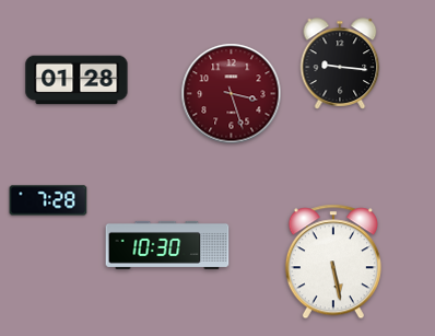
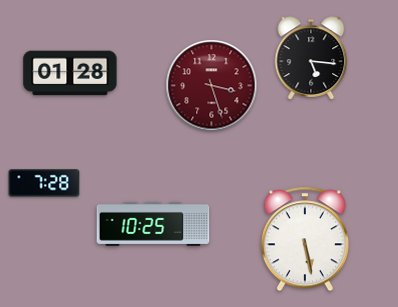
clock at (340, 63): 9:16 -> 5:16
clock at (167, 245): 10:30 -> 10:25
